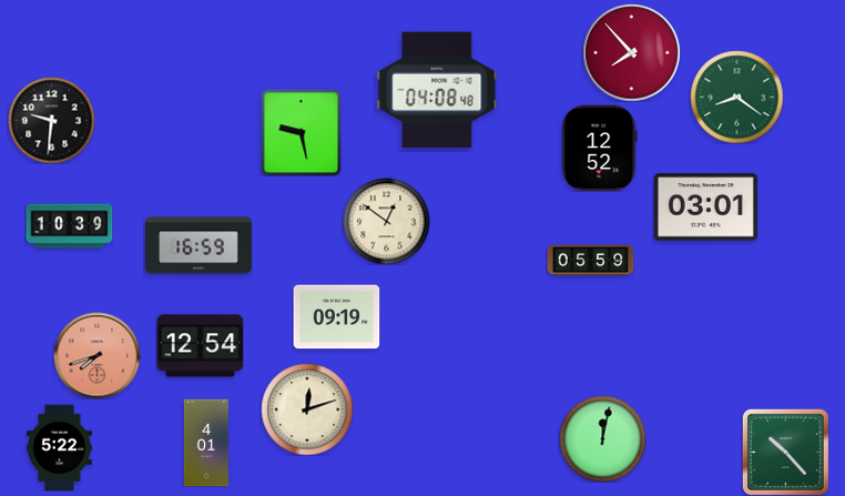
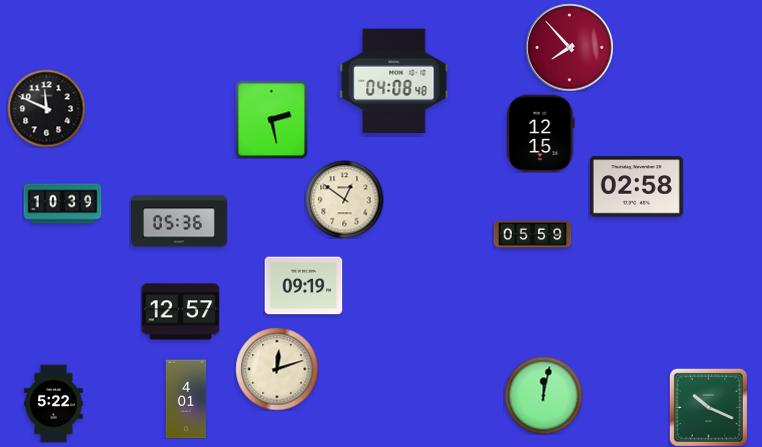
clock at (736, 97): 8:21 -> none
clock at (51, 120): 9:31 -> 11:49
clock at (302, 132): 9:28 -> 2:28
clock at (600, 148): 12:52 -> 12:15
clock at (705, 207): 03:01 -> 02:58
clock at (386, 221) position: (386, 221) -> (344, 199)
clock at (198, 245): 16:59 -> 05:36
clock at (200, 346): 12:54 -> 12:57
clock at (96, 355): 7:42 -> none
clock at (785, 452): 10:23 -> 10:19
